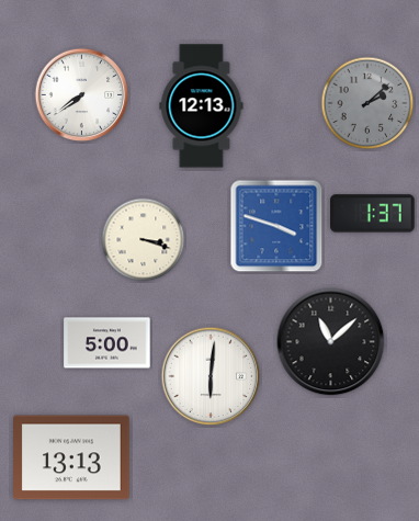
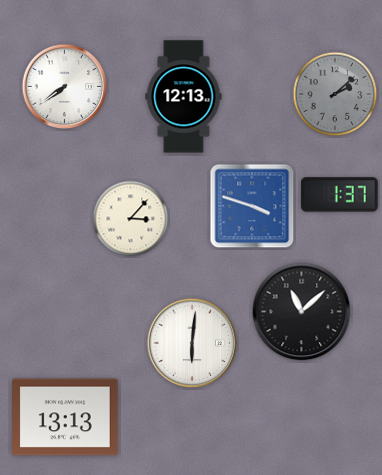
clock at (82, 95) position: (82, 95) -> (65, 87)
clock at (144, 240): 3:18 -> 3:07
clock at (107, 343): 5:00 -> none
